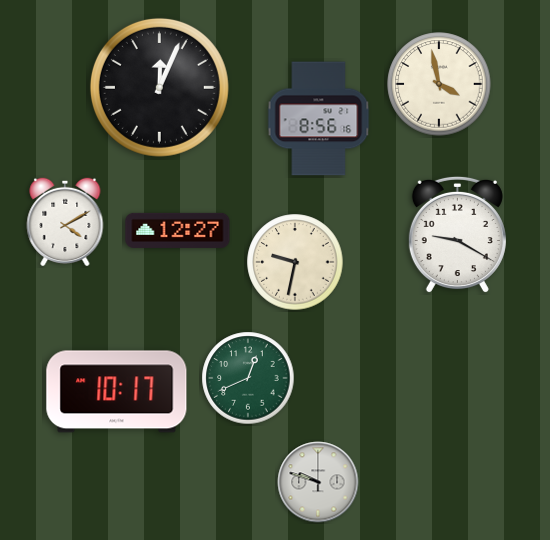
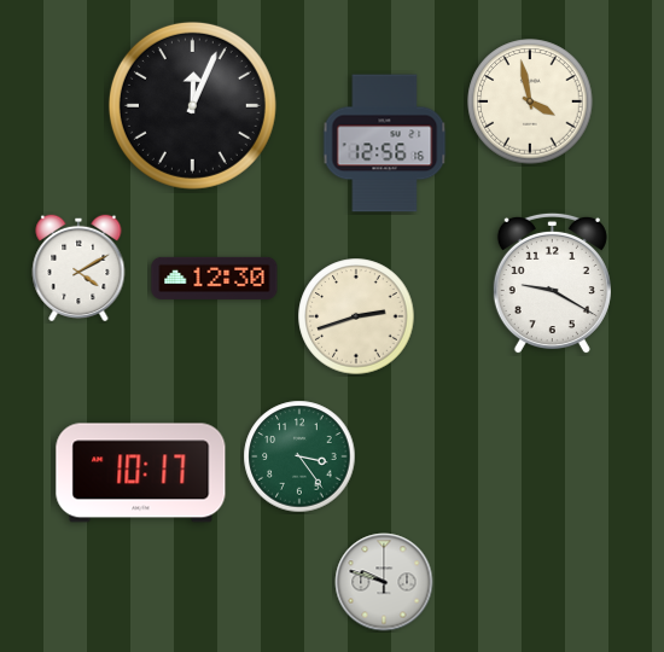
clock at (319, 119): 8:56 -> 12:56
clock at (178, 230): 12:27 -> 12:30
clock at (295, 262): 9:32 -> 2:42
clock at (248, 378): 12:41 -> 3:24
